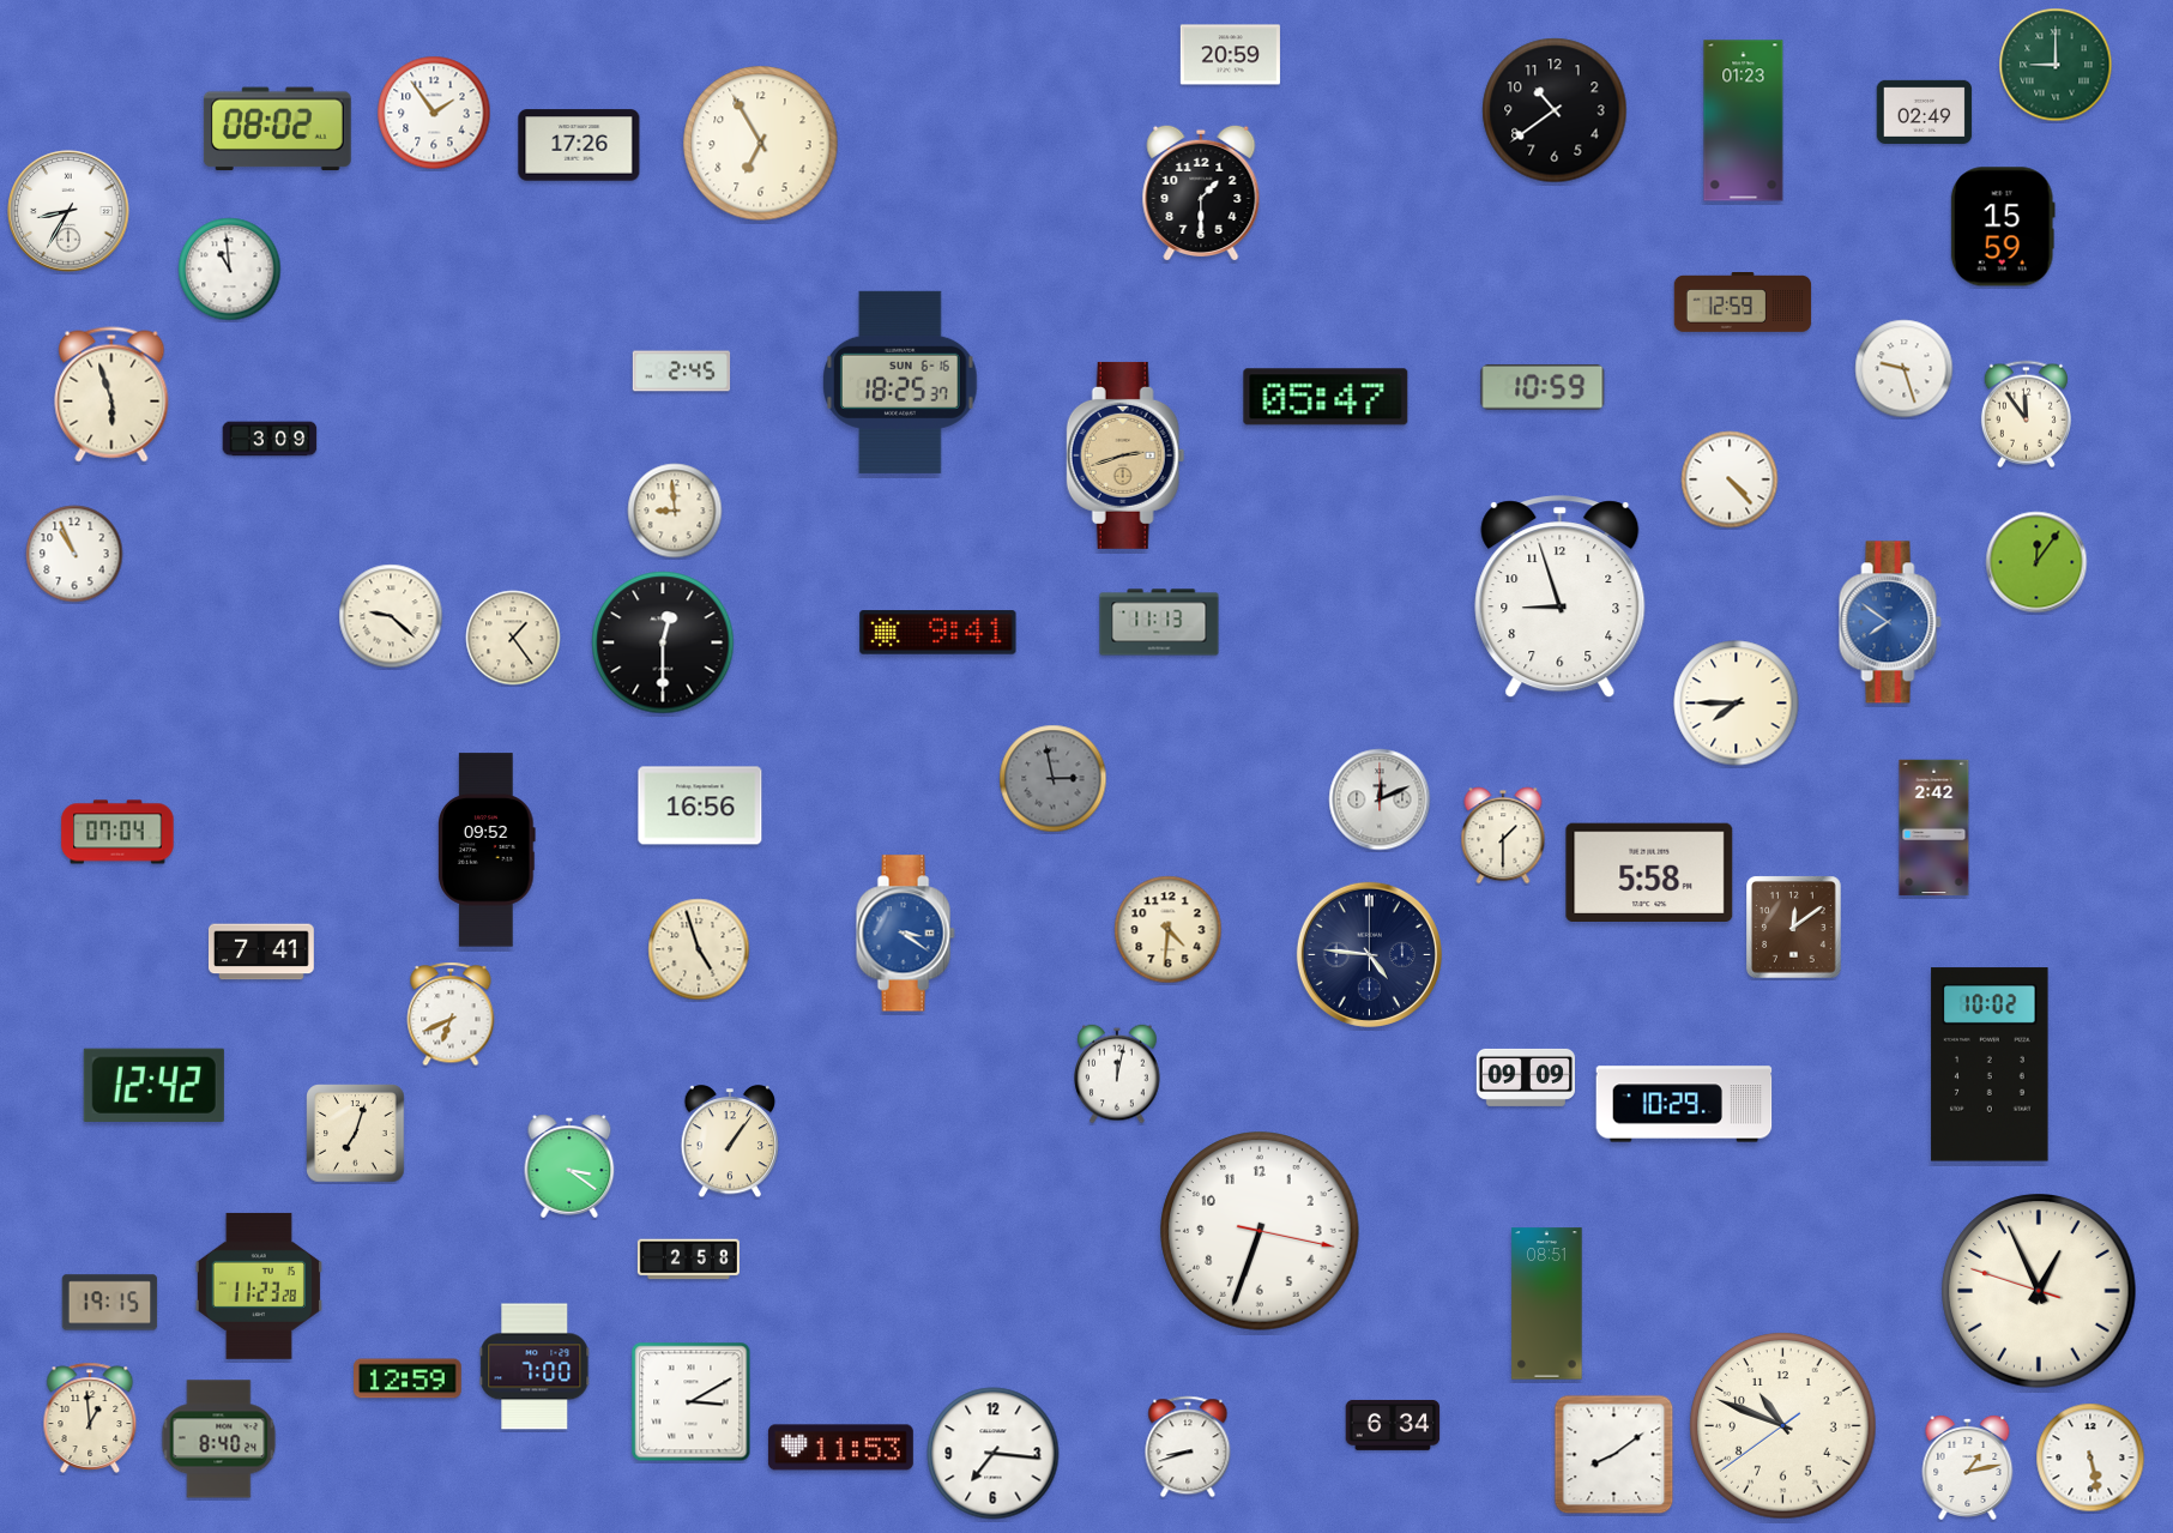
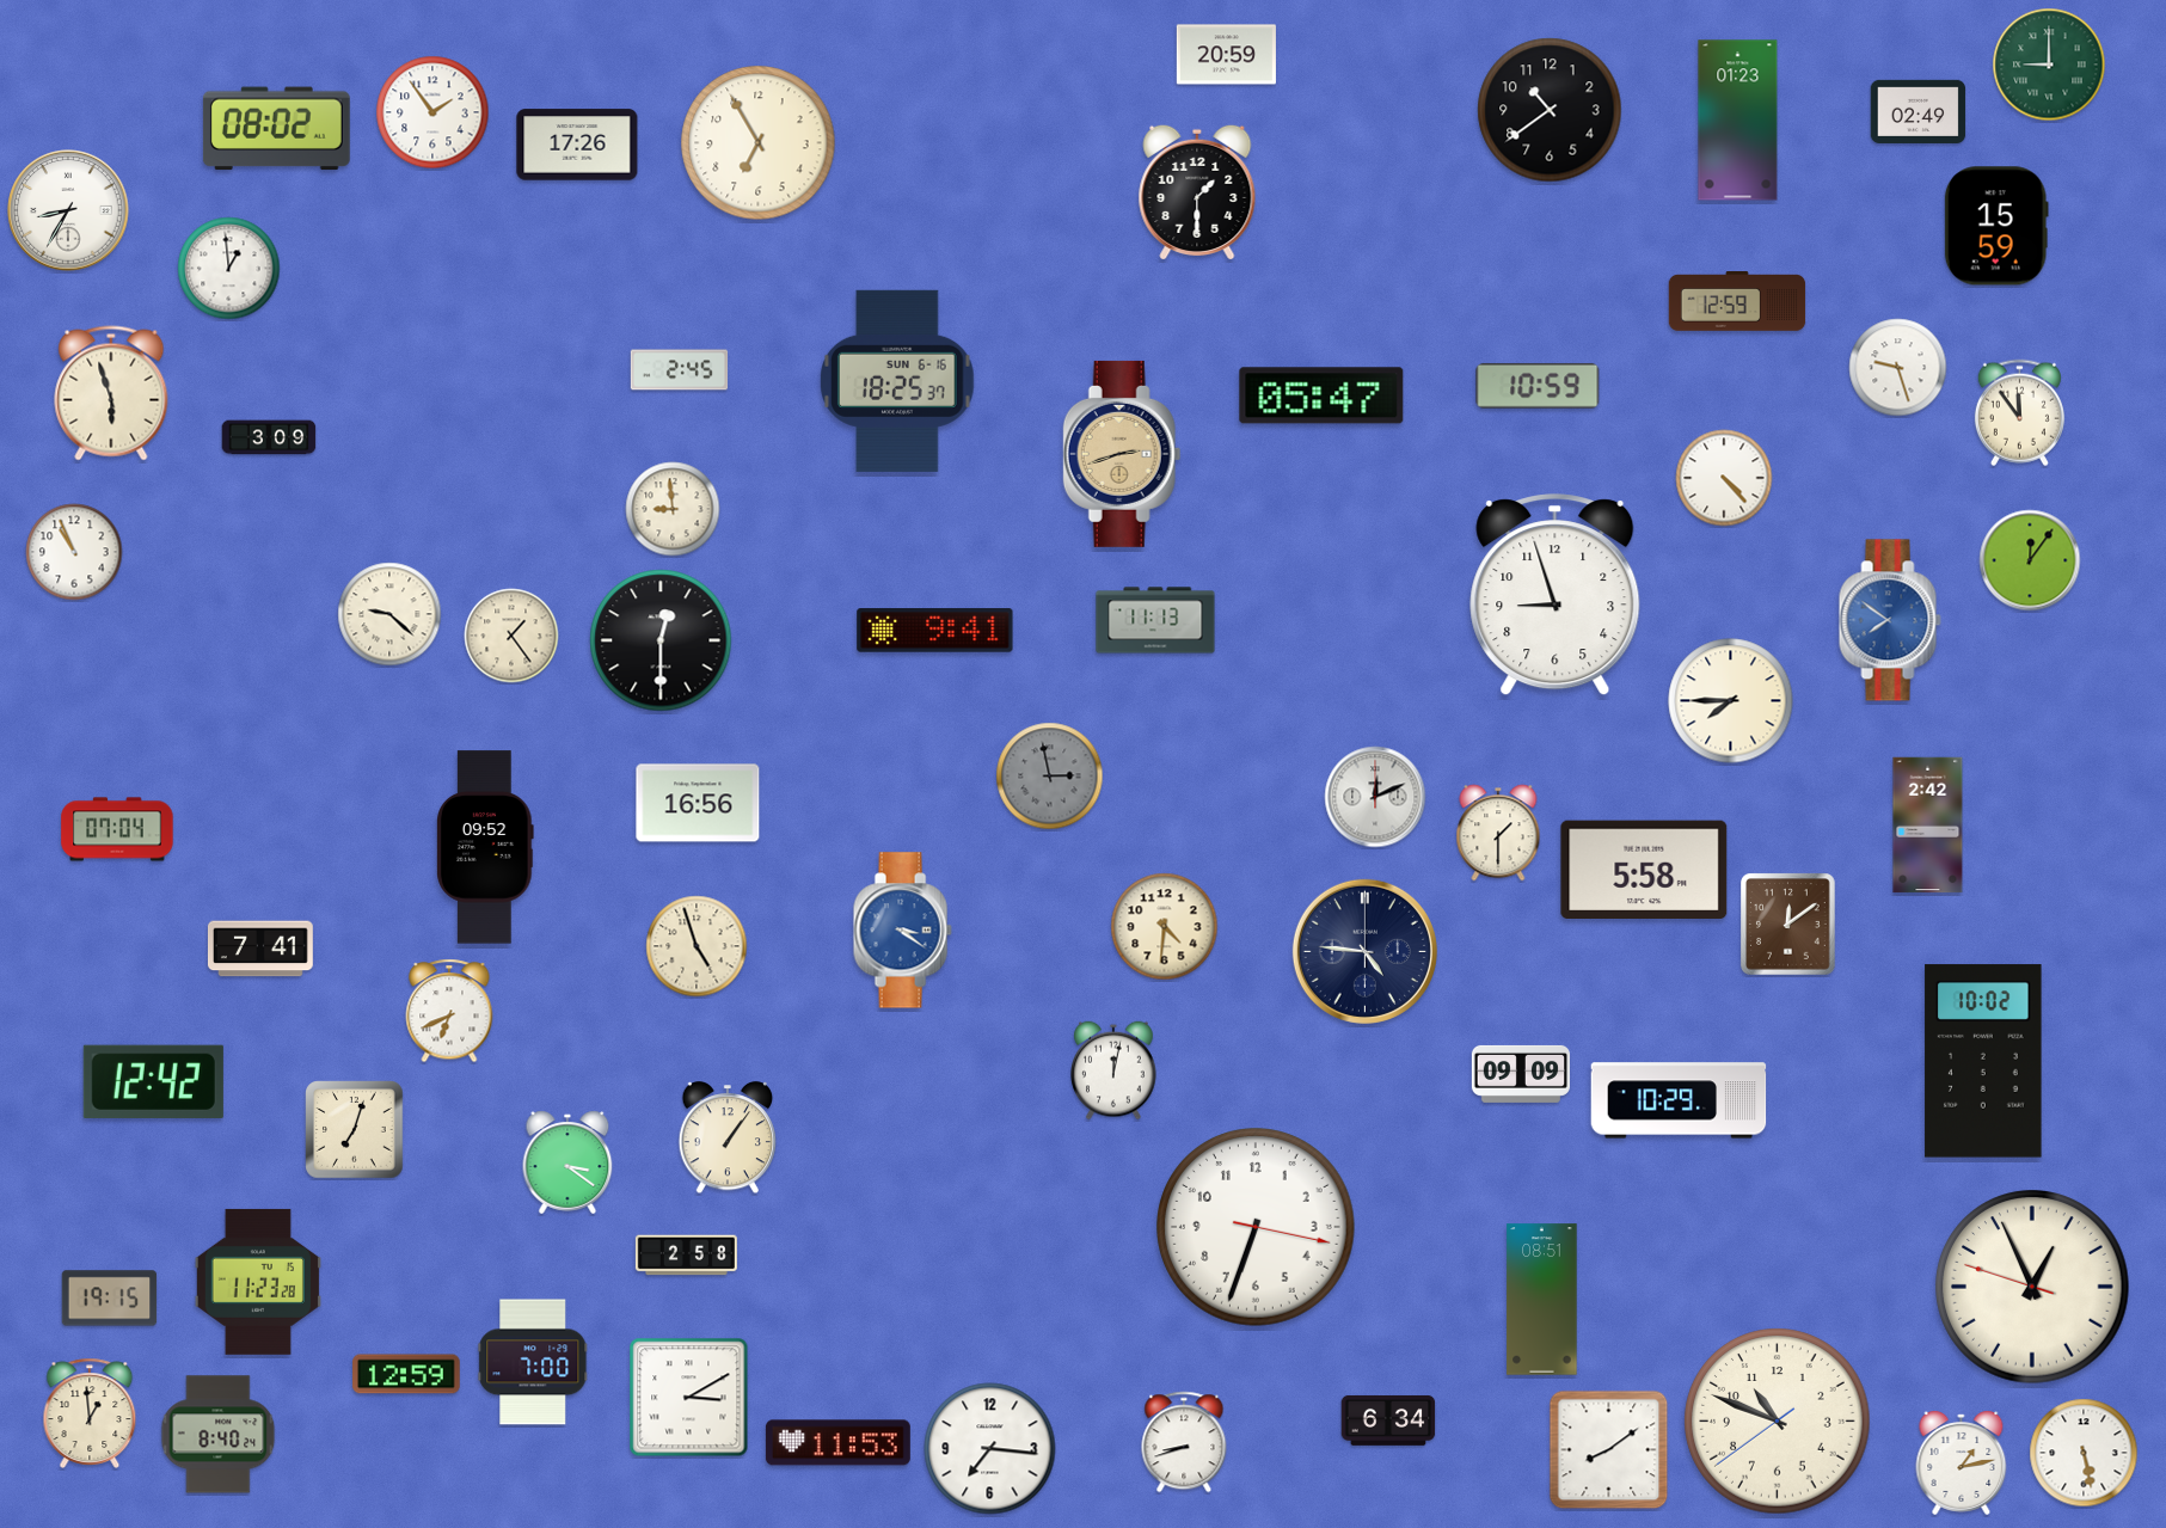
clock at (230, 270): 10:59 -> 12:59
clock at (1890, 622) position: (1890, 622) -> (1890, 620)
